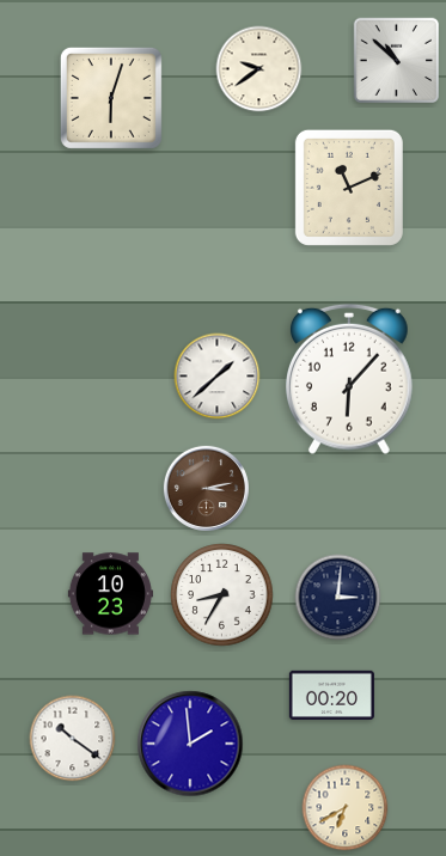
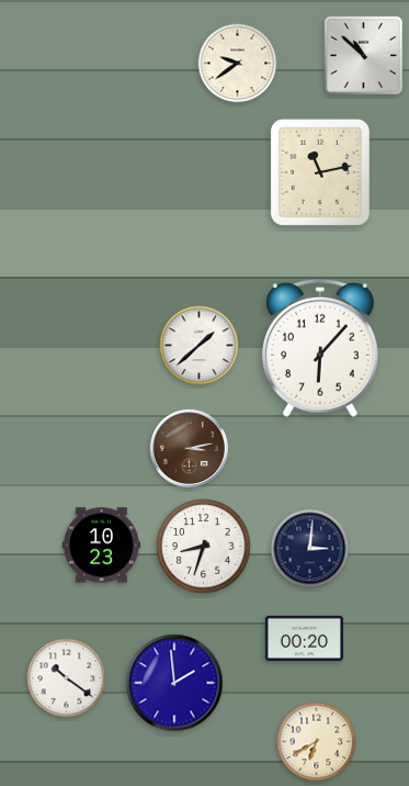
clock at (111, 98): 6:03 -> none
clock at (349, 188): 11:11 -> 11:13
clock at (222, 595): 8:35 -> 8:33
